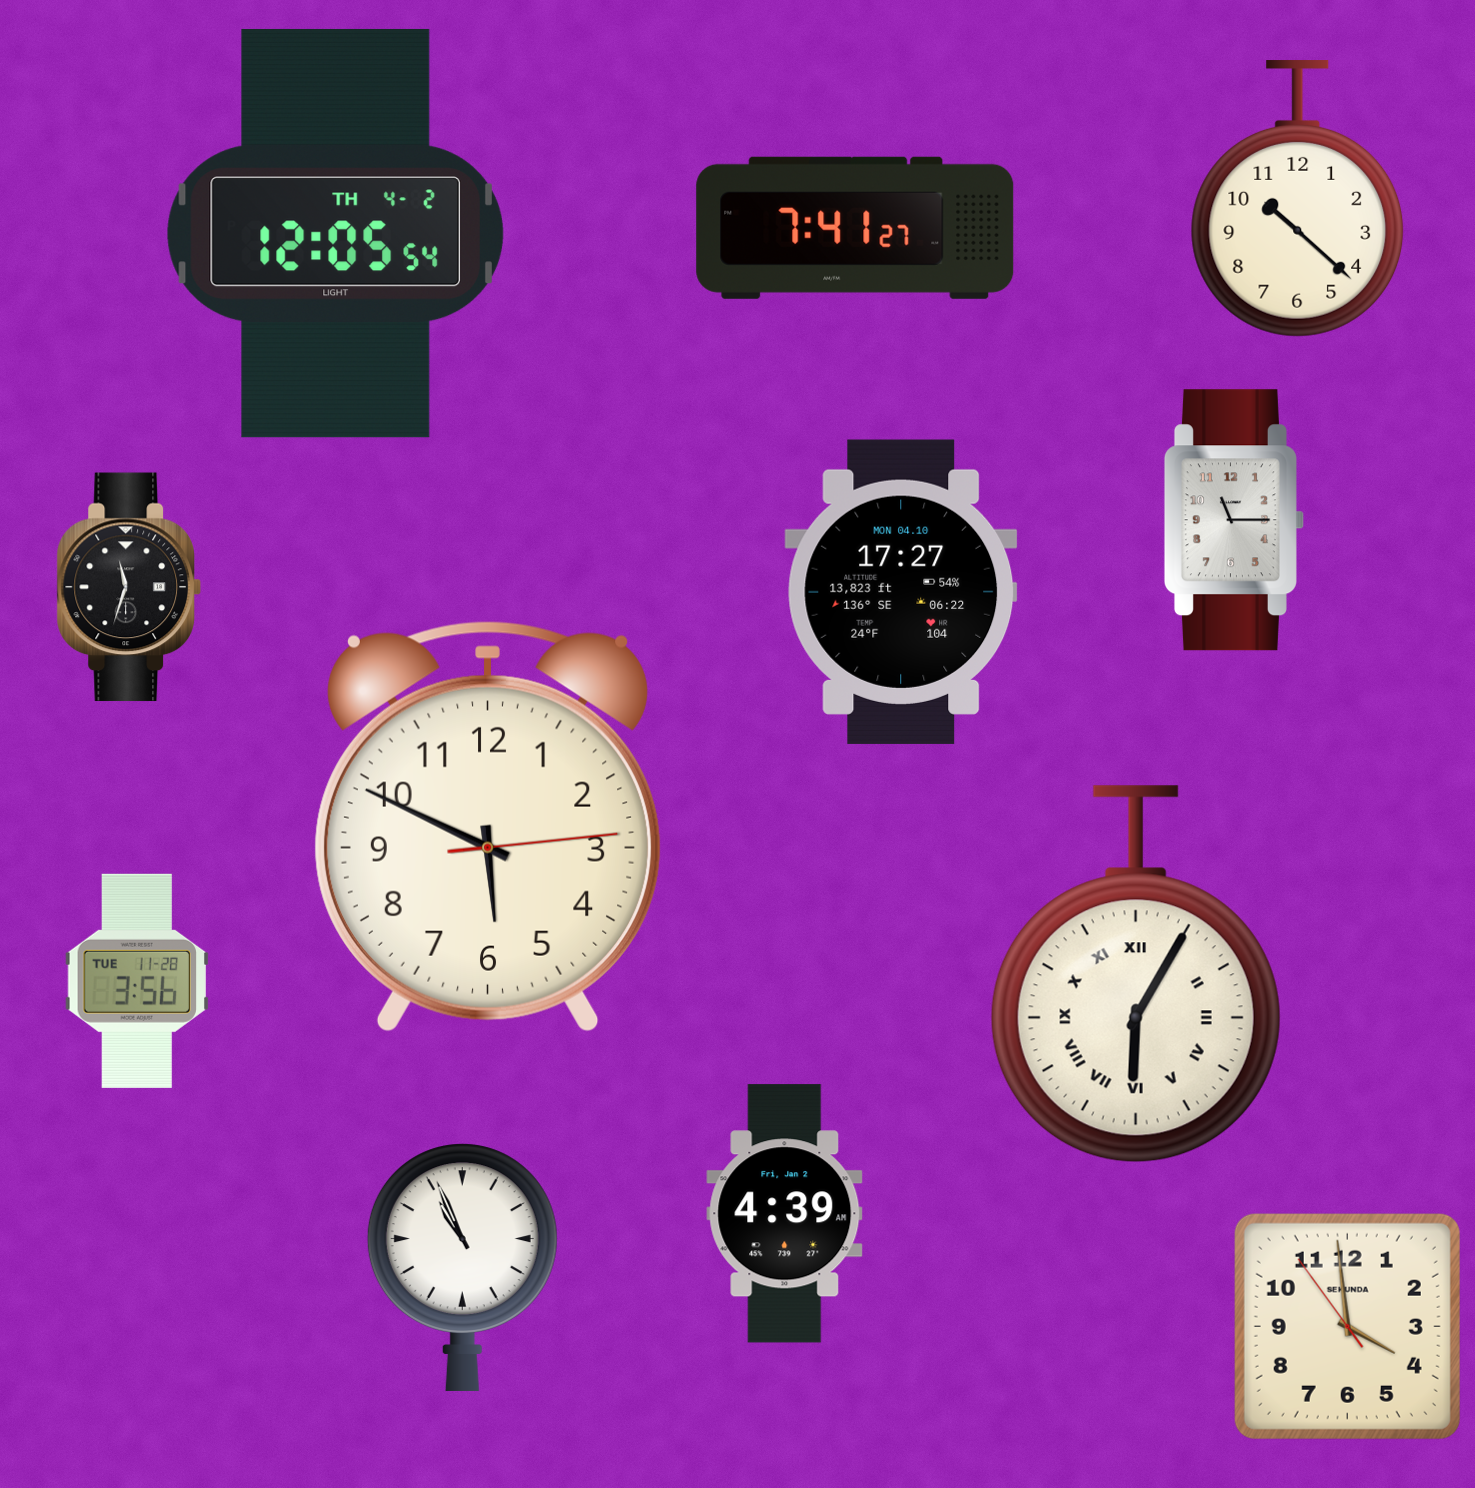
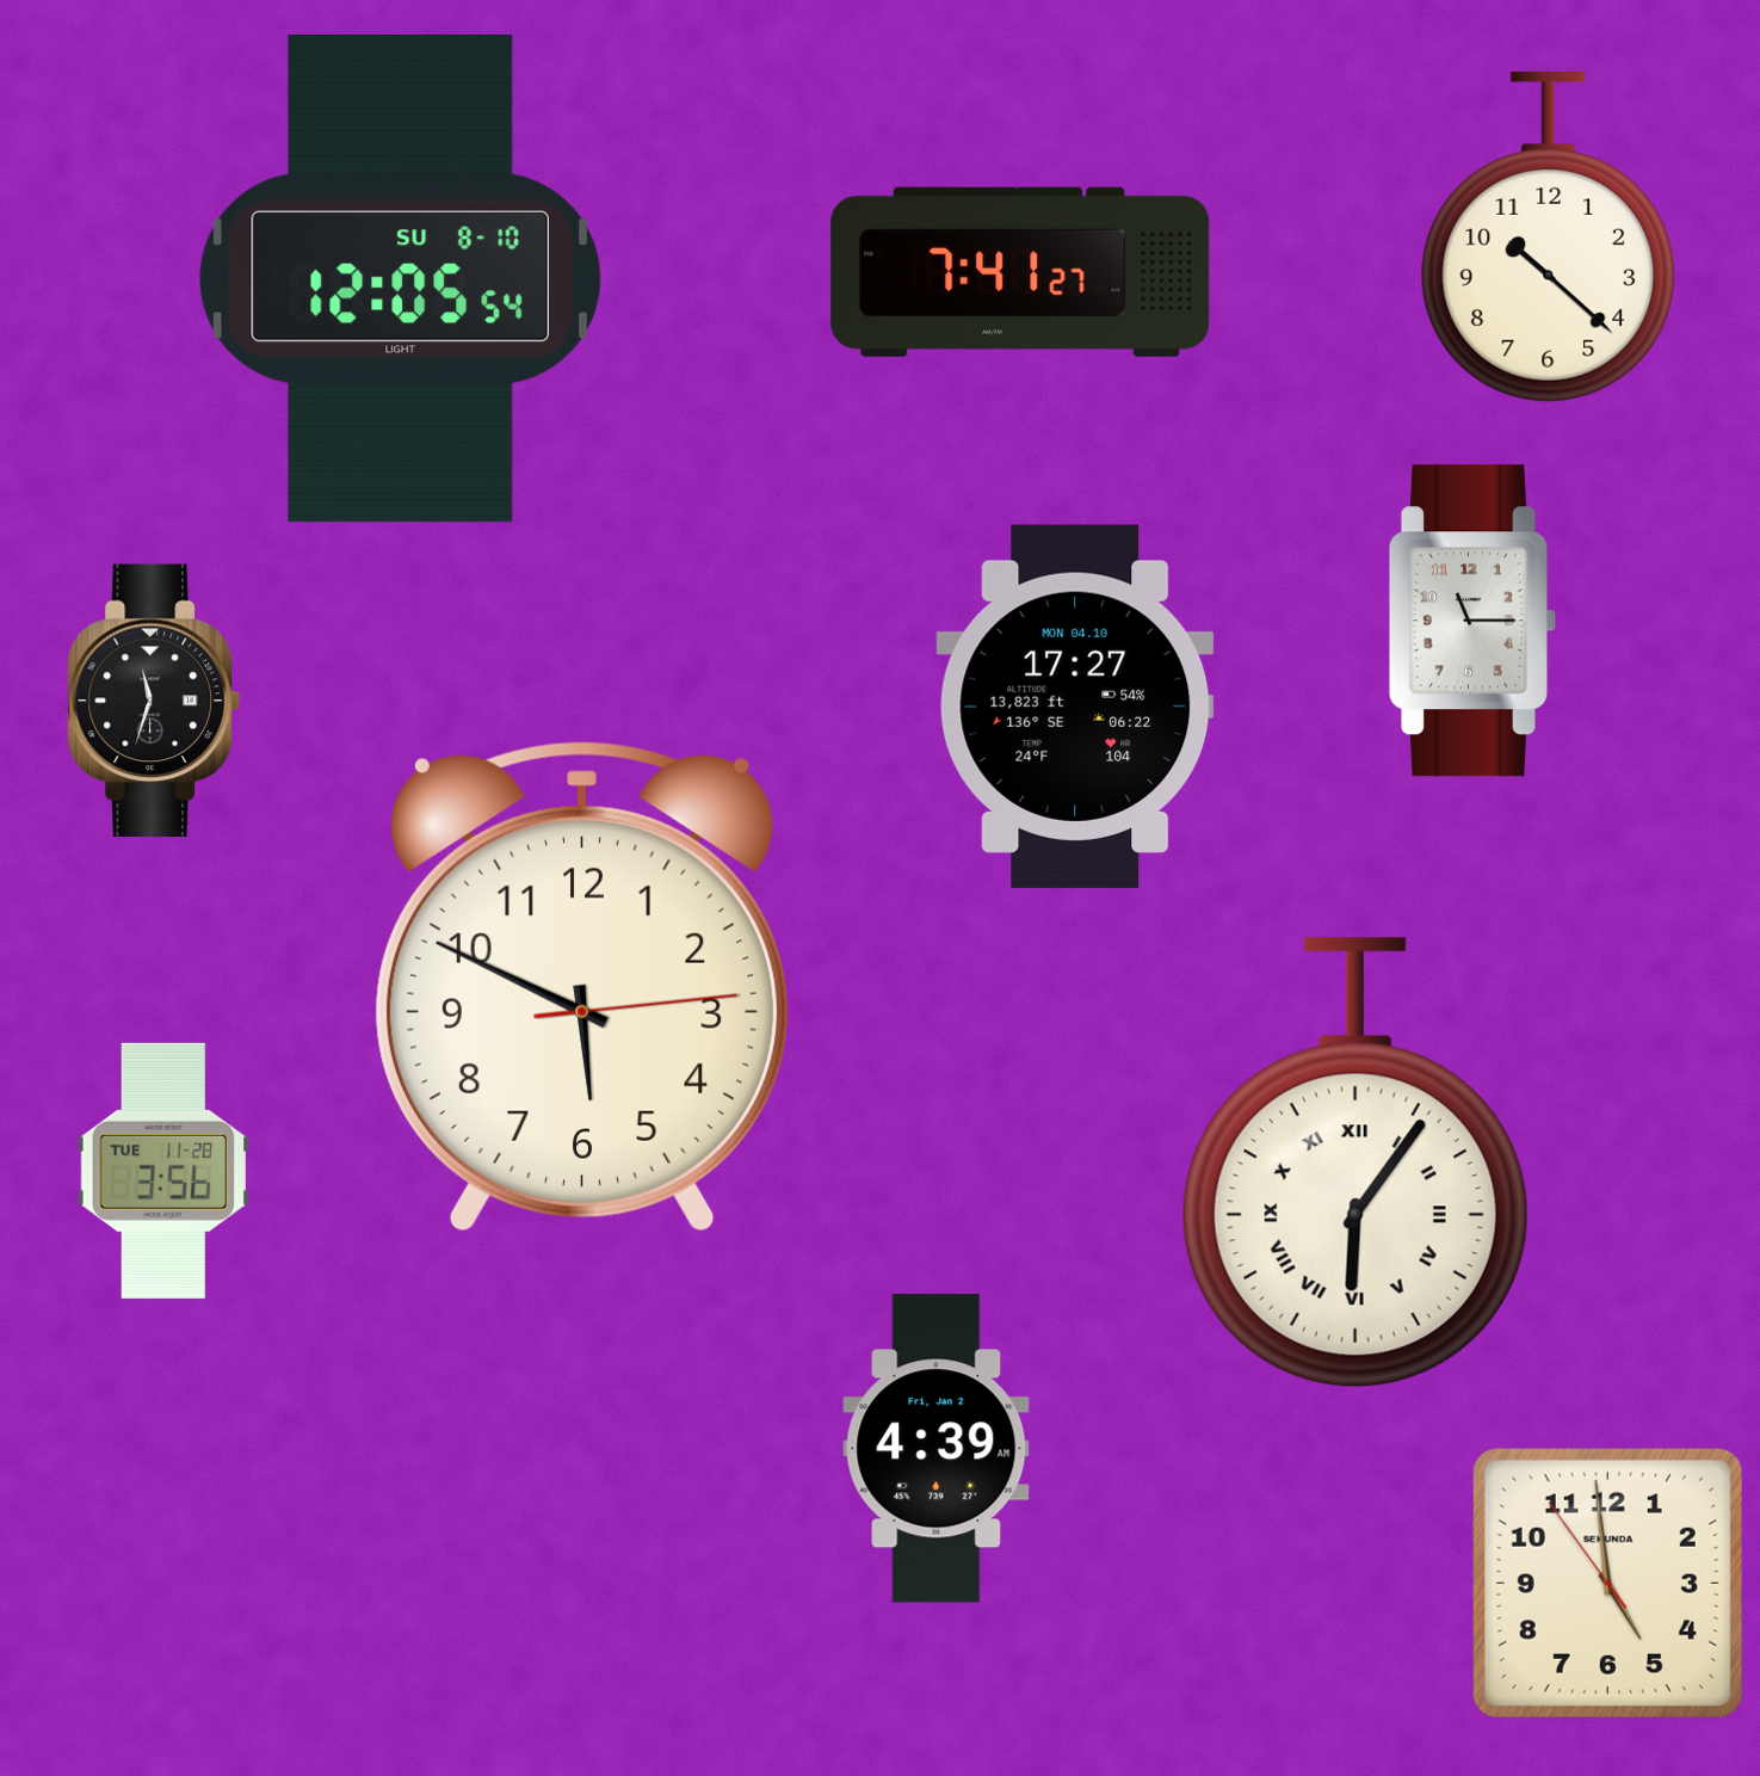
clock at (335, 233) date: TH 4-2 -> SU 8-10
clock at (1136, 974): 6:05 -> 6:06
clock at (462, 1267): 10:56 -> none
clock at (1347, 1326): 3:58 -> 4:58
